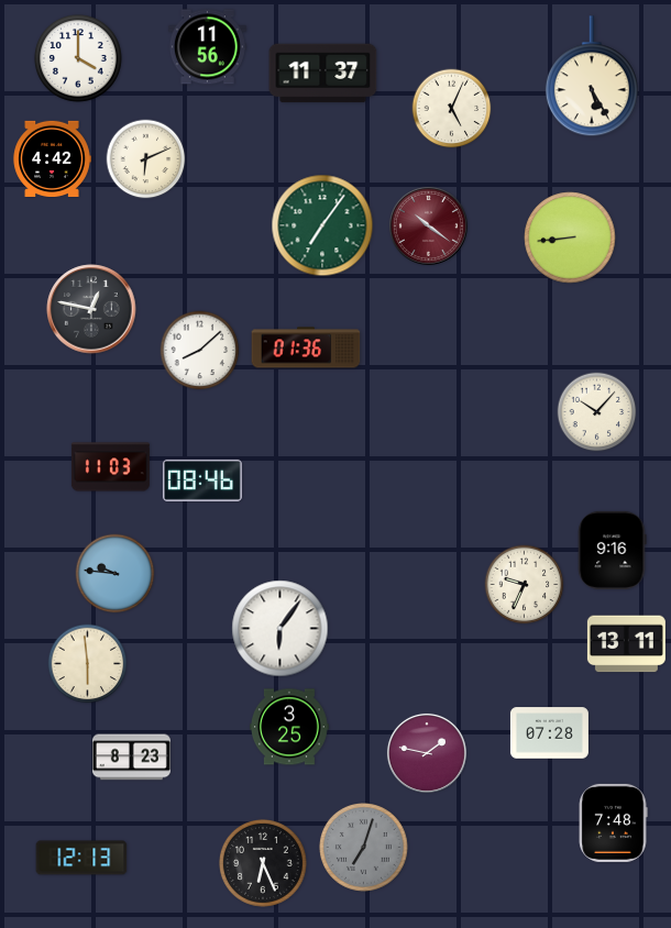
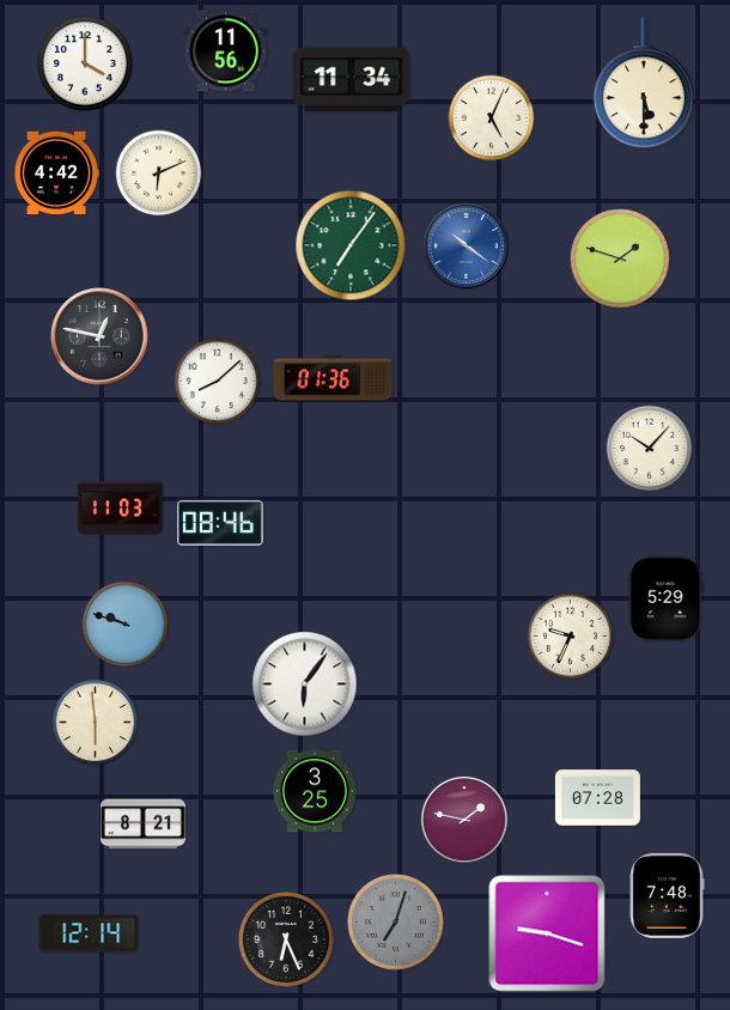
clock at (323, 74): 11:37 -> 11:34
clock at (592, 77): 5:25 -> 5:30
clock at (428, 225) dial: burgundy -> blue
clock at (570, 237): 8:44 -> 1:48
clock at (613, 550): 9:16 -> 5:29
clock at (116, 574): 9:46 -> 9:48
clock at (626, 644): 13:11 -> none
clock at (131, 758): 8:23 -> 8:21
clock at (81, 858): 12:13 -> 12:14
clock at (547, 933): none -> 9:18
